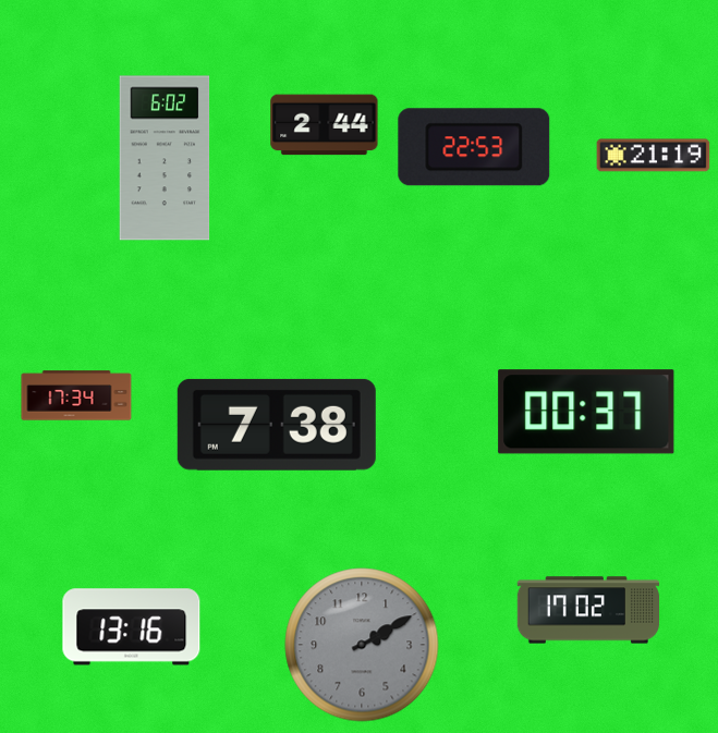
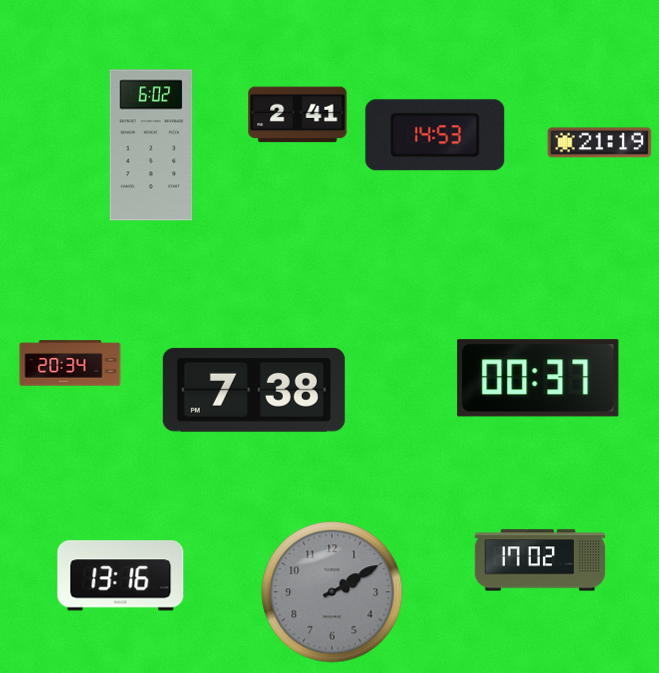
clock at (325, 125): 2:44 -> 2:41
clock at (474, 147): 22:53 -> 14:53
clock at (76, 395): 17:34 -> 20:34
